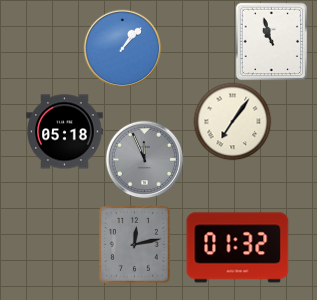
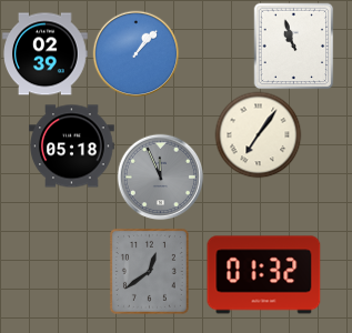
clock at (272, 41) position: (272, 41) -> (294, 46)
clock at (46, 54): none -> 02:39
clock at (134, 244): 12:13 -> 12:39
